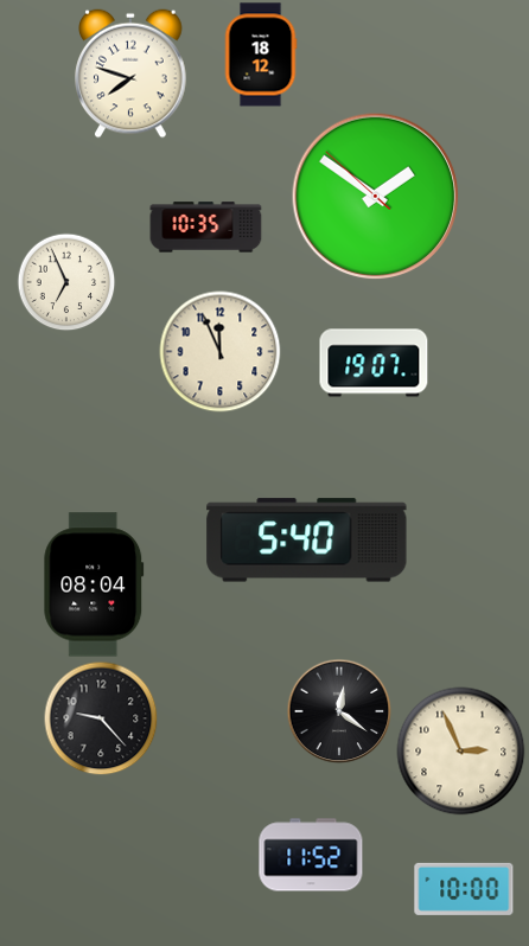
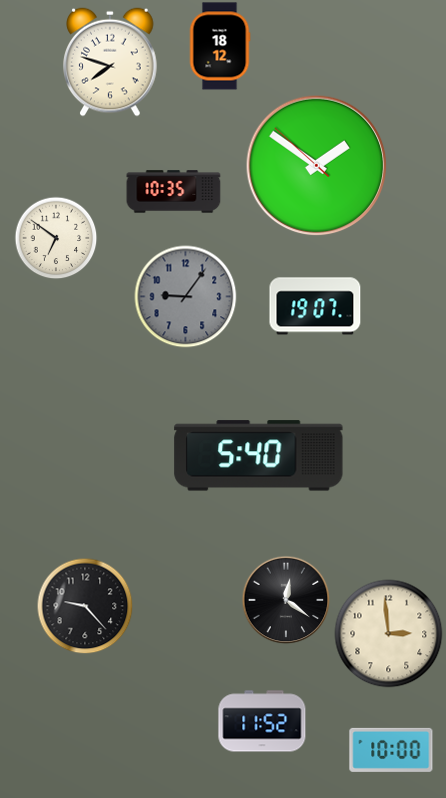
clock at (66, 282): 6:56 -> 6:51
clock at (221, 352): 11:56 -> 9:06
clock at (221, 352) dial: cream -> grey
clock at (94, 584): 08:04 -> none
clock at (461, 752): 2:56 -> 2:59
